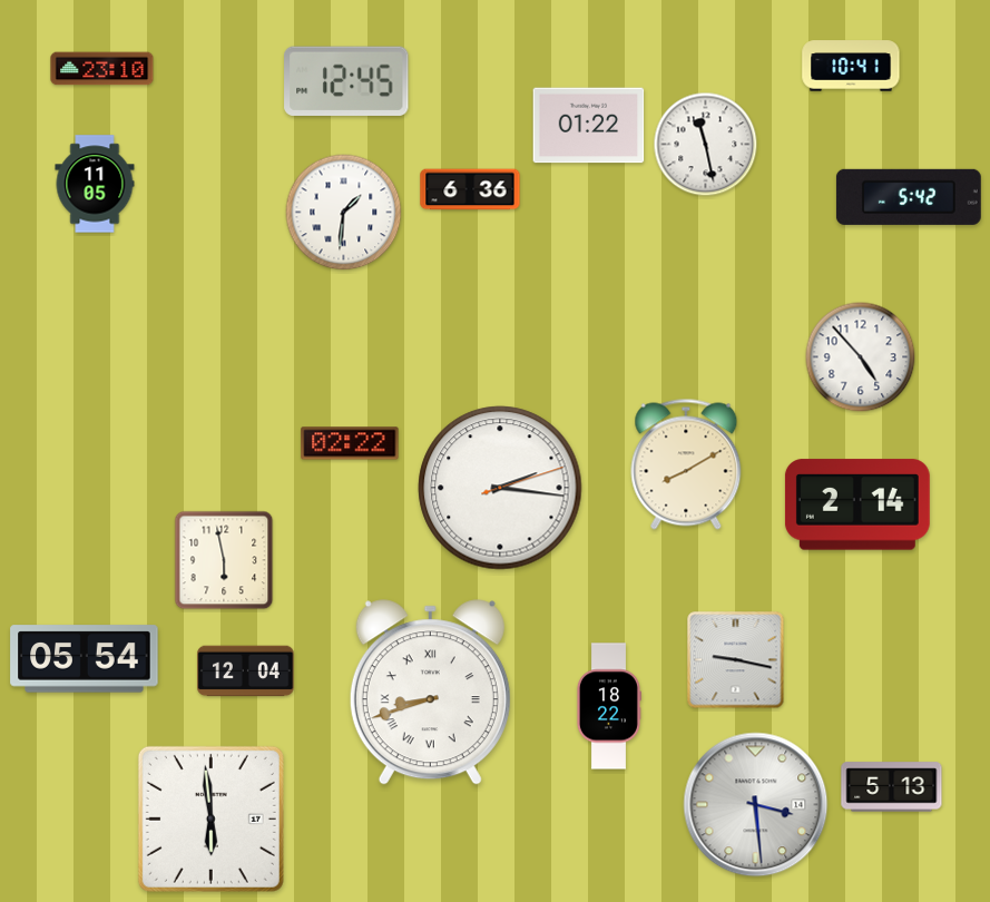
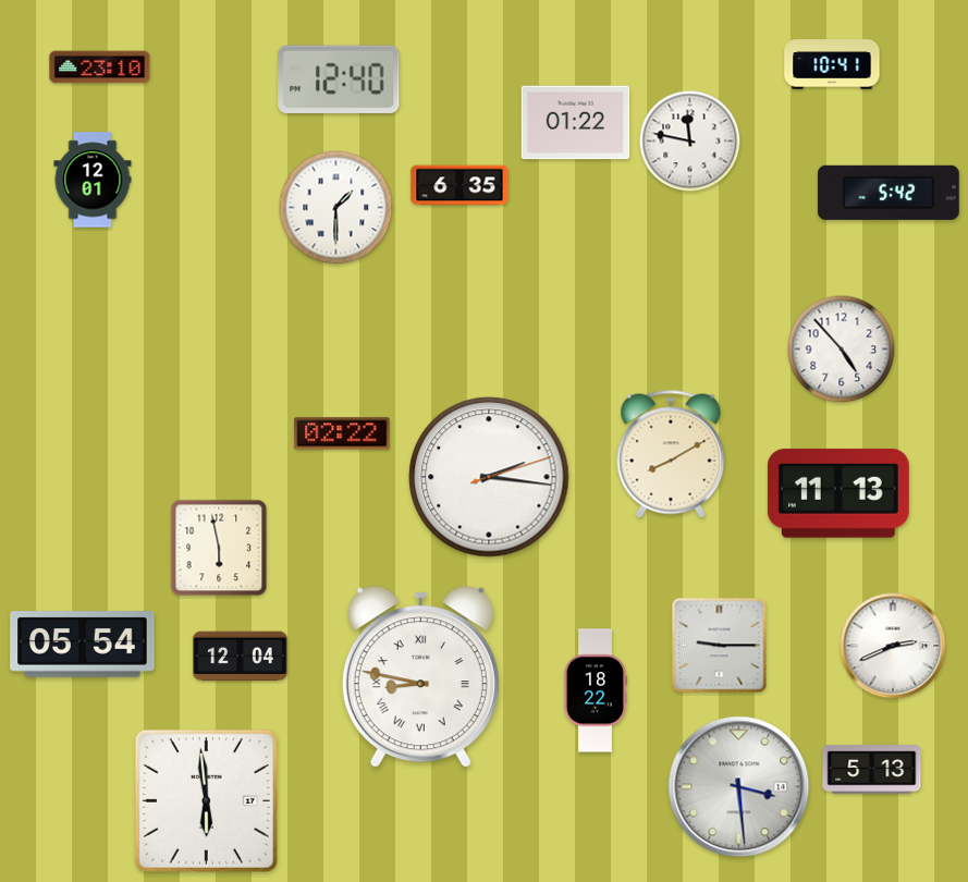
clock at (346, 81): 12:45 -> 12:40
clock at (706, 145): 11:28 -> 11:47
clock at (95, 184): 11:05 -> 12:01
clock at (470, 189): 6:36 -> 6:35
clock at (344, 213): 1:31 -> 1:30
clock at (857, 504): 2:14 -> 11:13
clock at (736, 660): 9:17 -> 9:15
clock at (893, 646): none -> 2:41
clock at (430, 693): 8:42 -> 8:47
